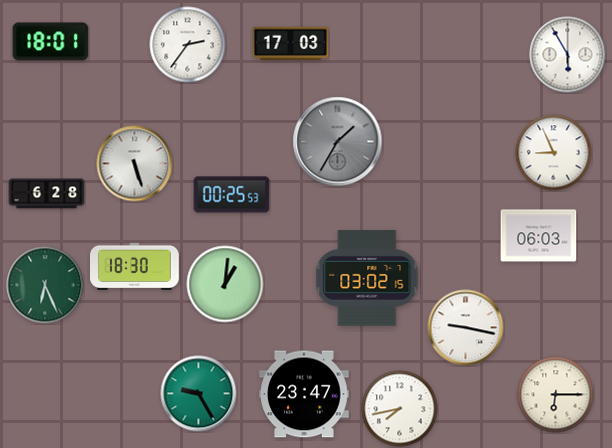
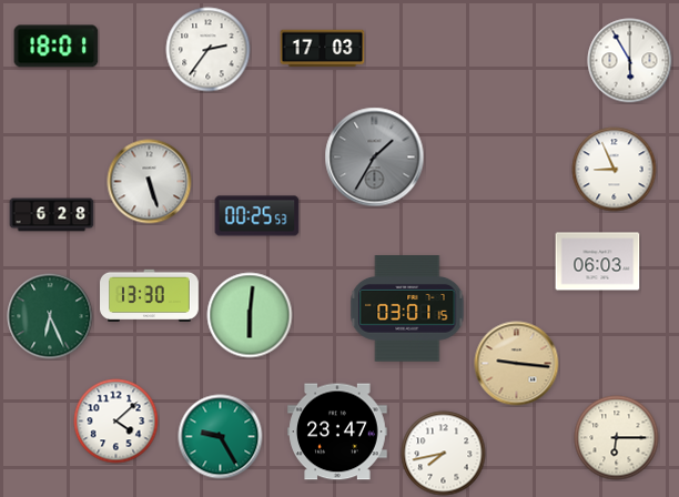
clock at (135, 266): 18:30 -> 13:30
clock at (367, 278): 03:02 -> 03:01
clock at (225, 284): 1:01 -> 6:01
clock at (466, 328): 9:17 -> 9:16
clock at (466, 328) dial: white -> champagne
clock at (116, 422): none -> 4:08
clock at (304, 394) position: (304, 394) -> (337, 432)
